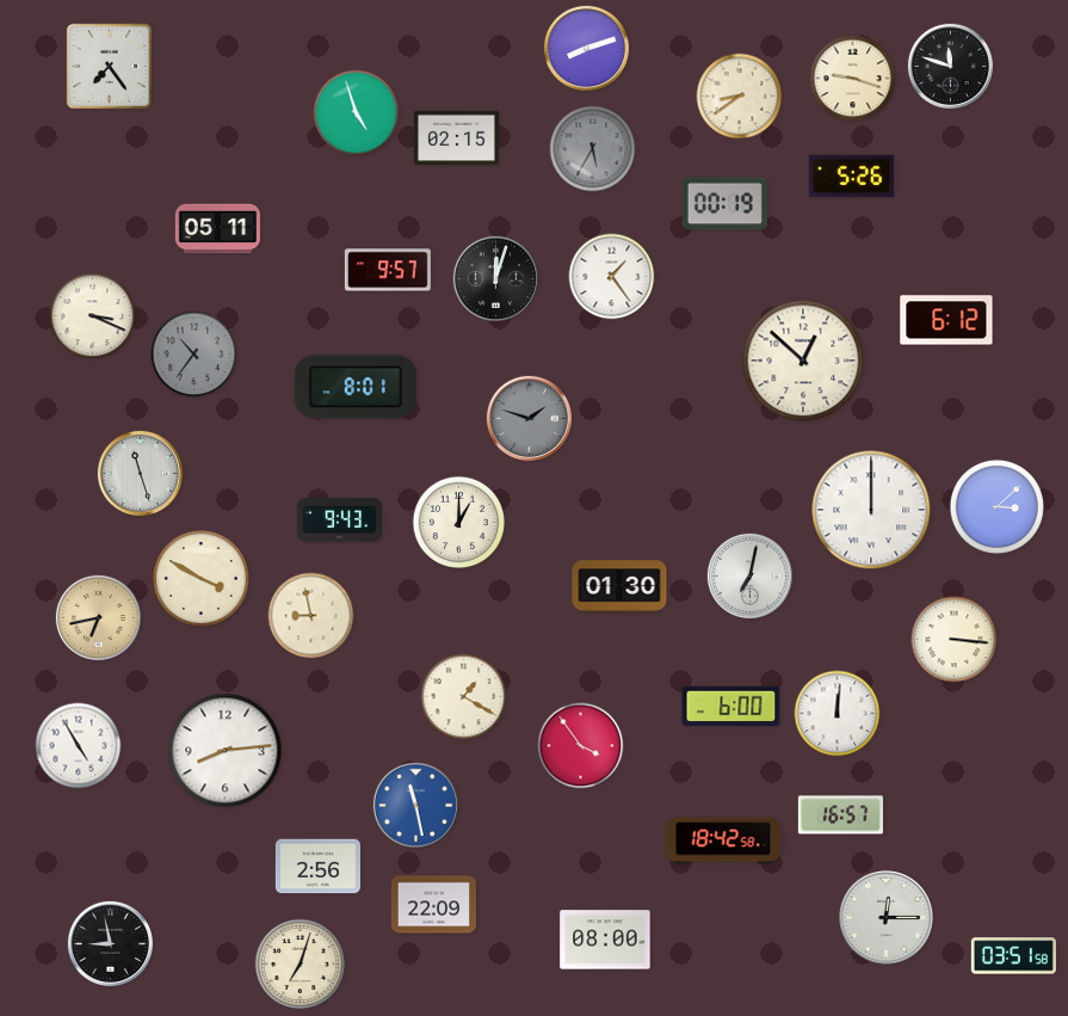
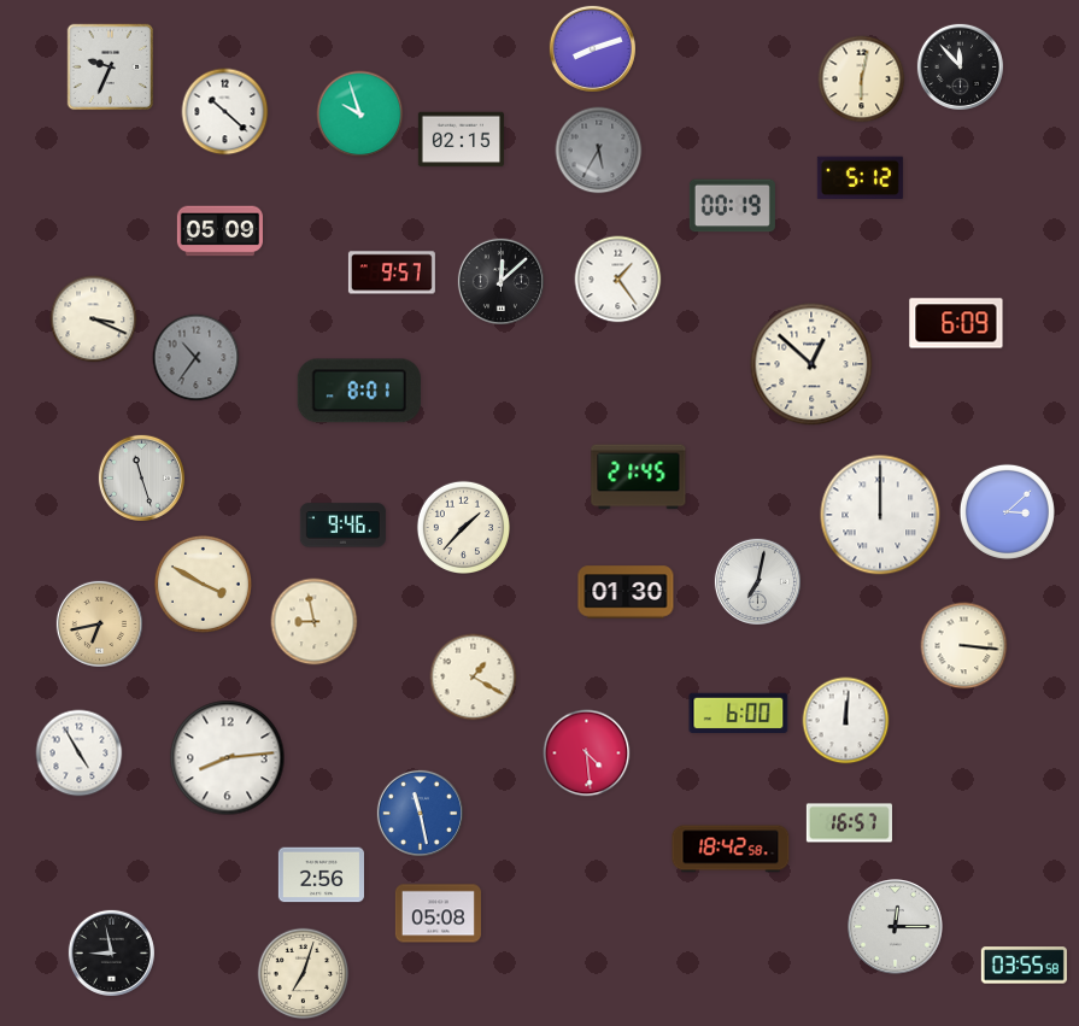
clock at (950, 66): 11:48 -> 11:53
clock at (110, 67): 7:24 -> 9:34
clock at (853, 79): 9:18 -> 6:02
clock at (740, 97): 8:39 -> none
clock at (225, 112): none -> 10:22
clock at (357, 113): 4:57 -> 9:57
clock at (851, 177): 5:26 -> 5:12
clock at (217, 229): 05:11 -> 05:09
clock at (495, 278): 12:03 -> 12:08
clock at (946, 320): 6:12 -> 6:09
clock at (529, 418): 1:48 -> none
clock at (639, 477): none -> 21:45
clock at (339, 521): 9:43 -> 9:46
clock at (458, 522): 1:00 -> 1:37
clock at (464, 697) position: (464, 697) -> (474, 678)
clock at (581, 746): 3:54 -> 4:29
clock at (433, 905): 22:09 -> 05:08
clock at (605, 940): 08:00 -> none
clock at (1013, 956): 03:51 -> 03:55
